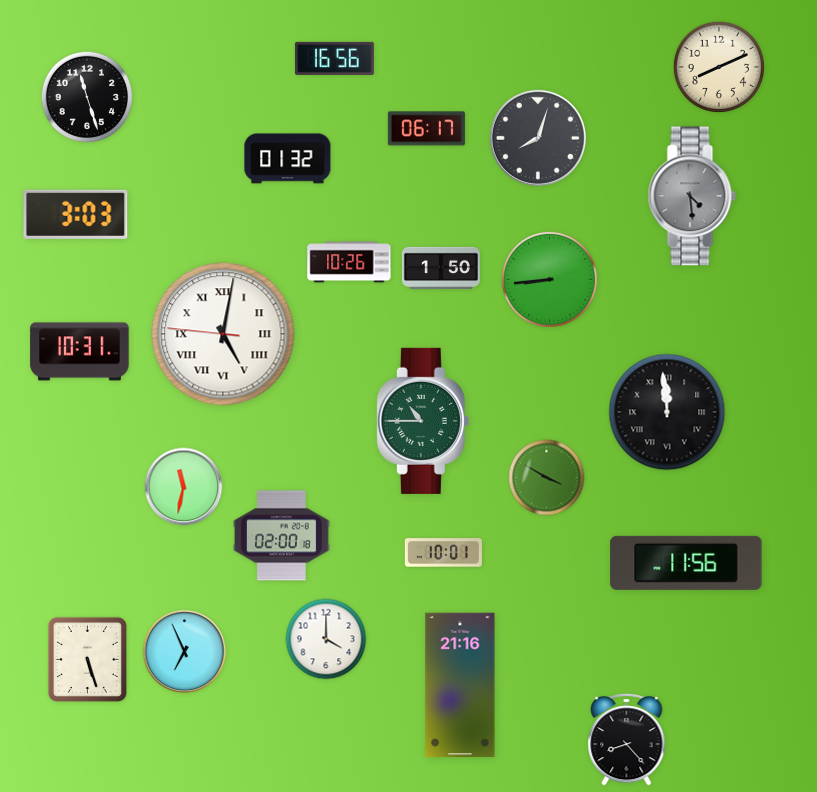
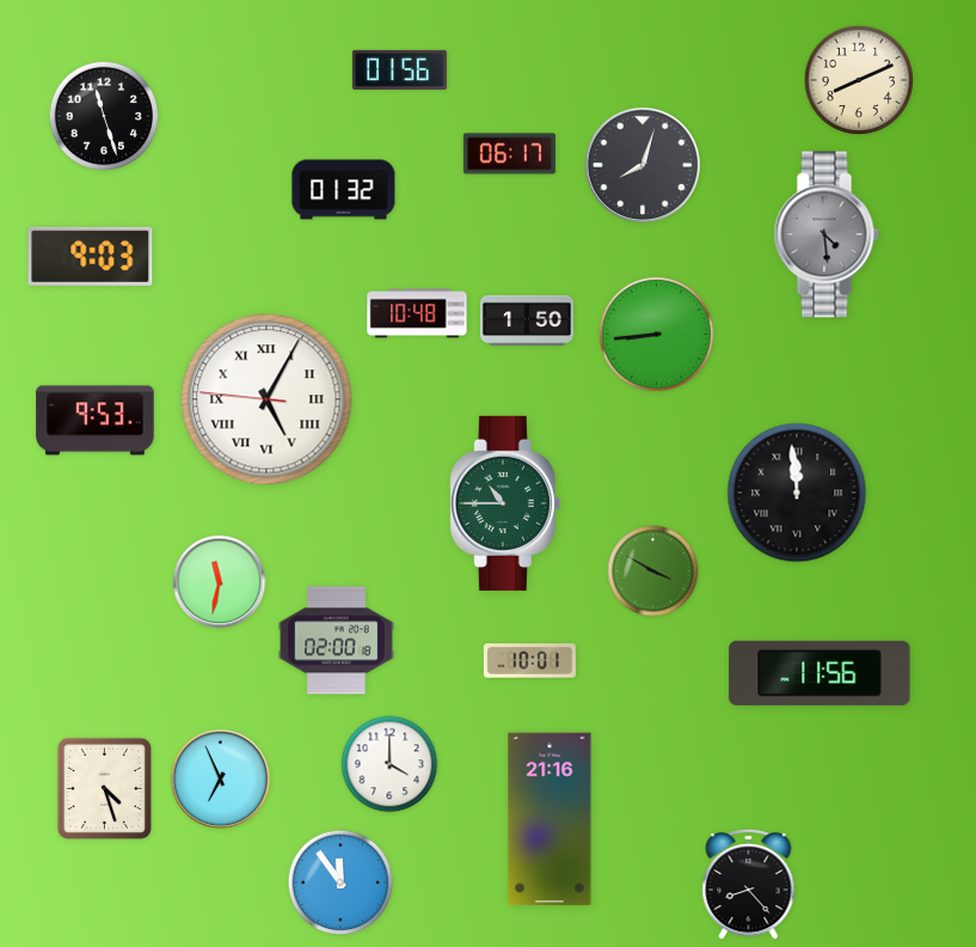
clock at (334, 58): 16:56 -> 01:56
clock at (76, 214): 3:03 -> 9:03
clock at (349, 262): 10:26 -> 10:48
clock at (223, 334): 5:01 -> 5:04
clock at (80, 352): 10:31 -> 9:53
clock at (87, 659): 5:27 -> 4:27
clock at (340, 882): none -> 11:54
